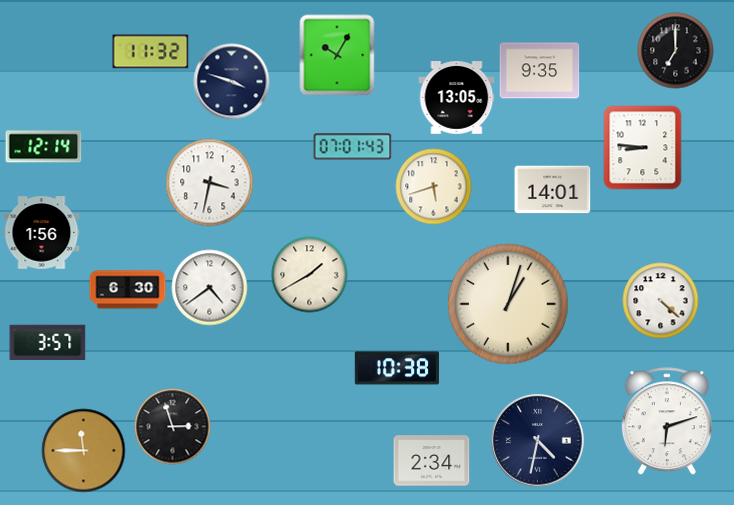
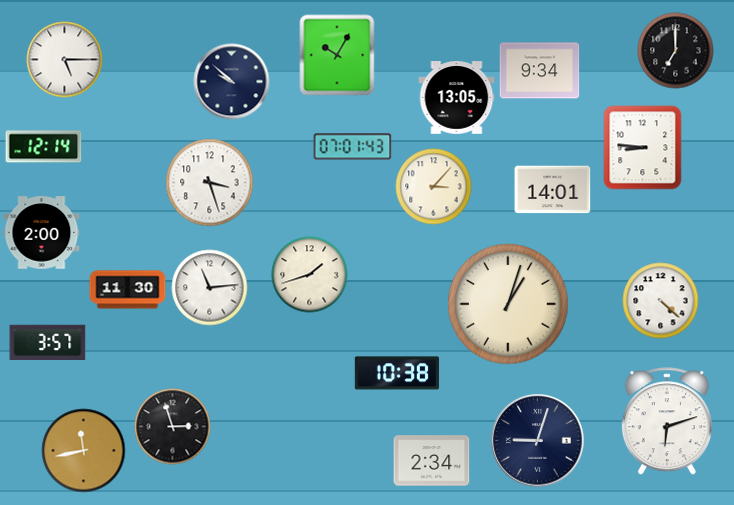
clock at (151, 52): 11:32 -> none
clock at (65, 60): none -> 5:15
clock at (540, 71): 9:35 -> 9:34
clock at (232, 82): 3:48 -> 9:52
clock at (210, 183): 3:32 -> 3:27
clock at (434, 187): 5:42 -> 3:07
clock at (42, 233): 1:56 -> 2:00
clock at (310, 275): 1:40 -> 1:42
clock at (210, 288): 4:39 -> 11:14
clock at (128, 290): 6:30 -> 11:30
clock at (397, 368) position: (397, 368) -> (397, 373)
clock at (538, 441): 4:32 -> 9:03
clock at (84, 451): 11:45 -> 11:43
